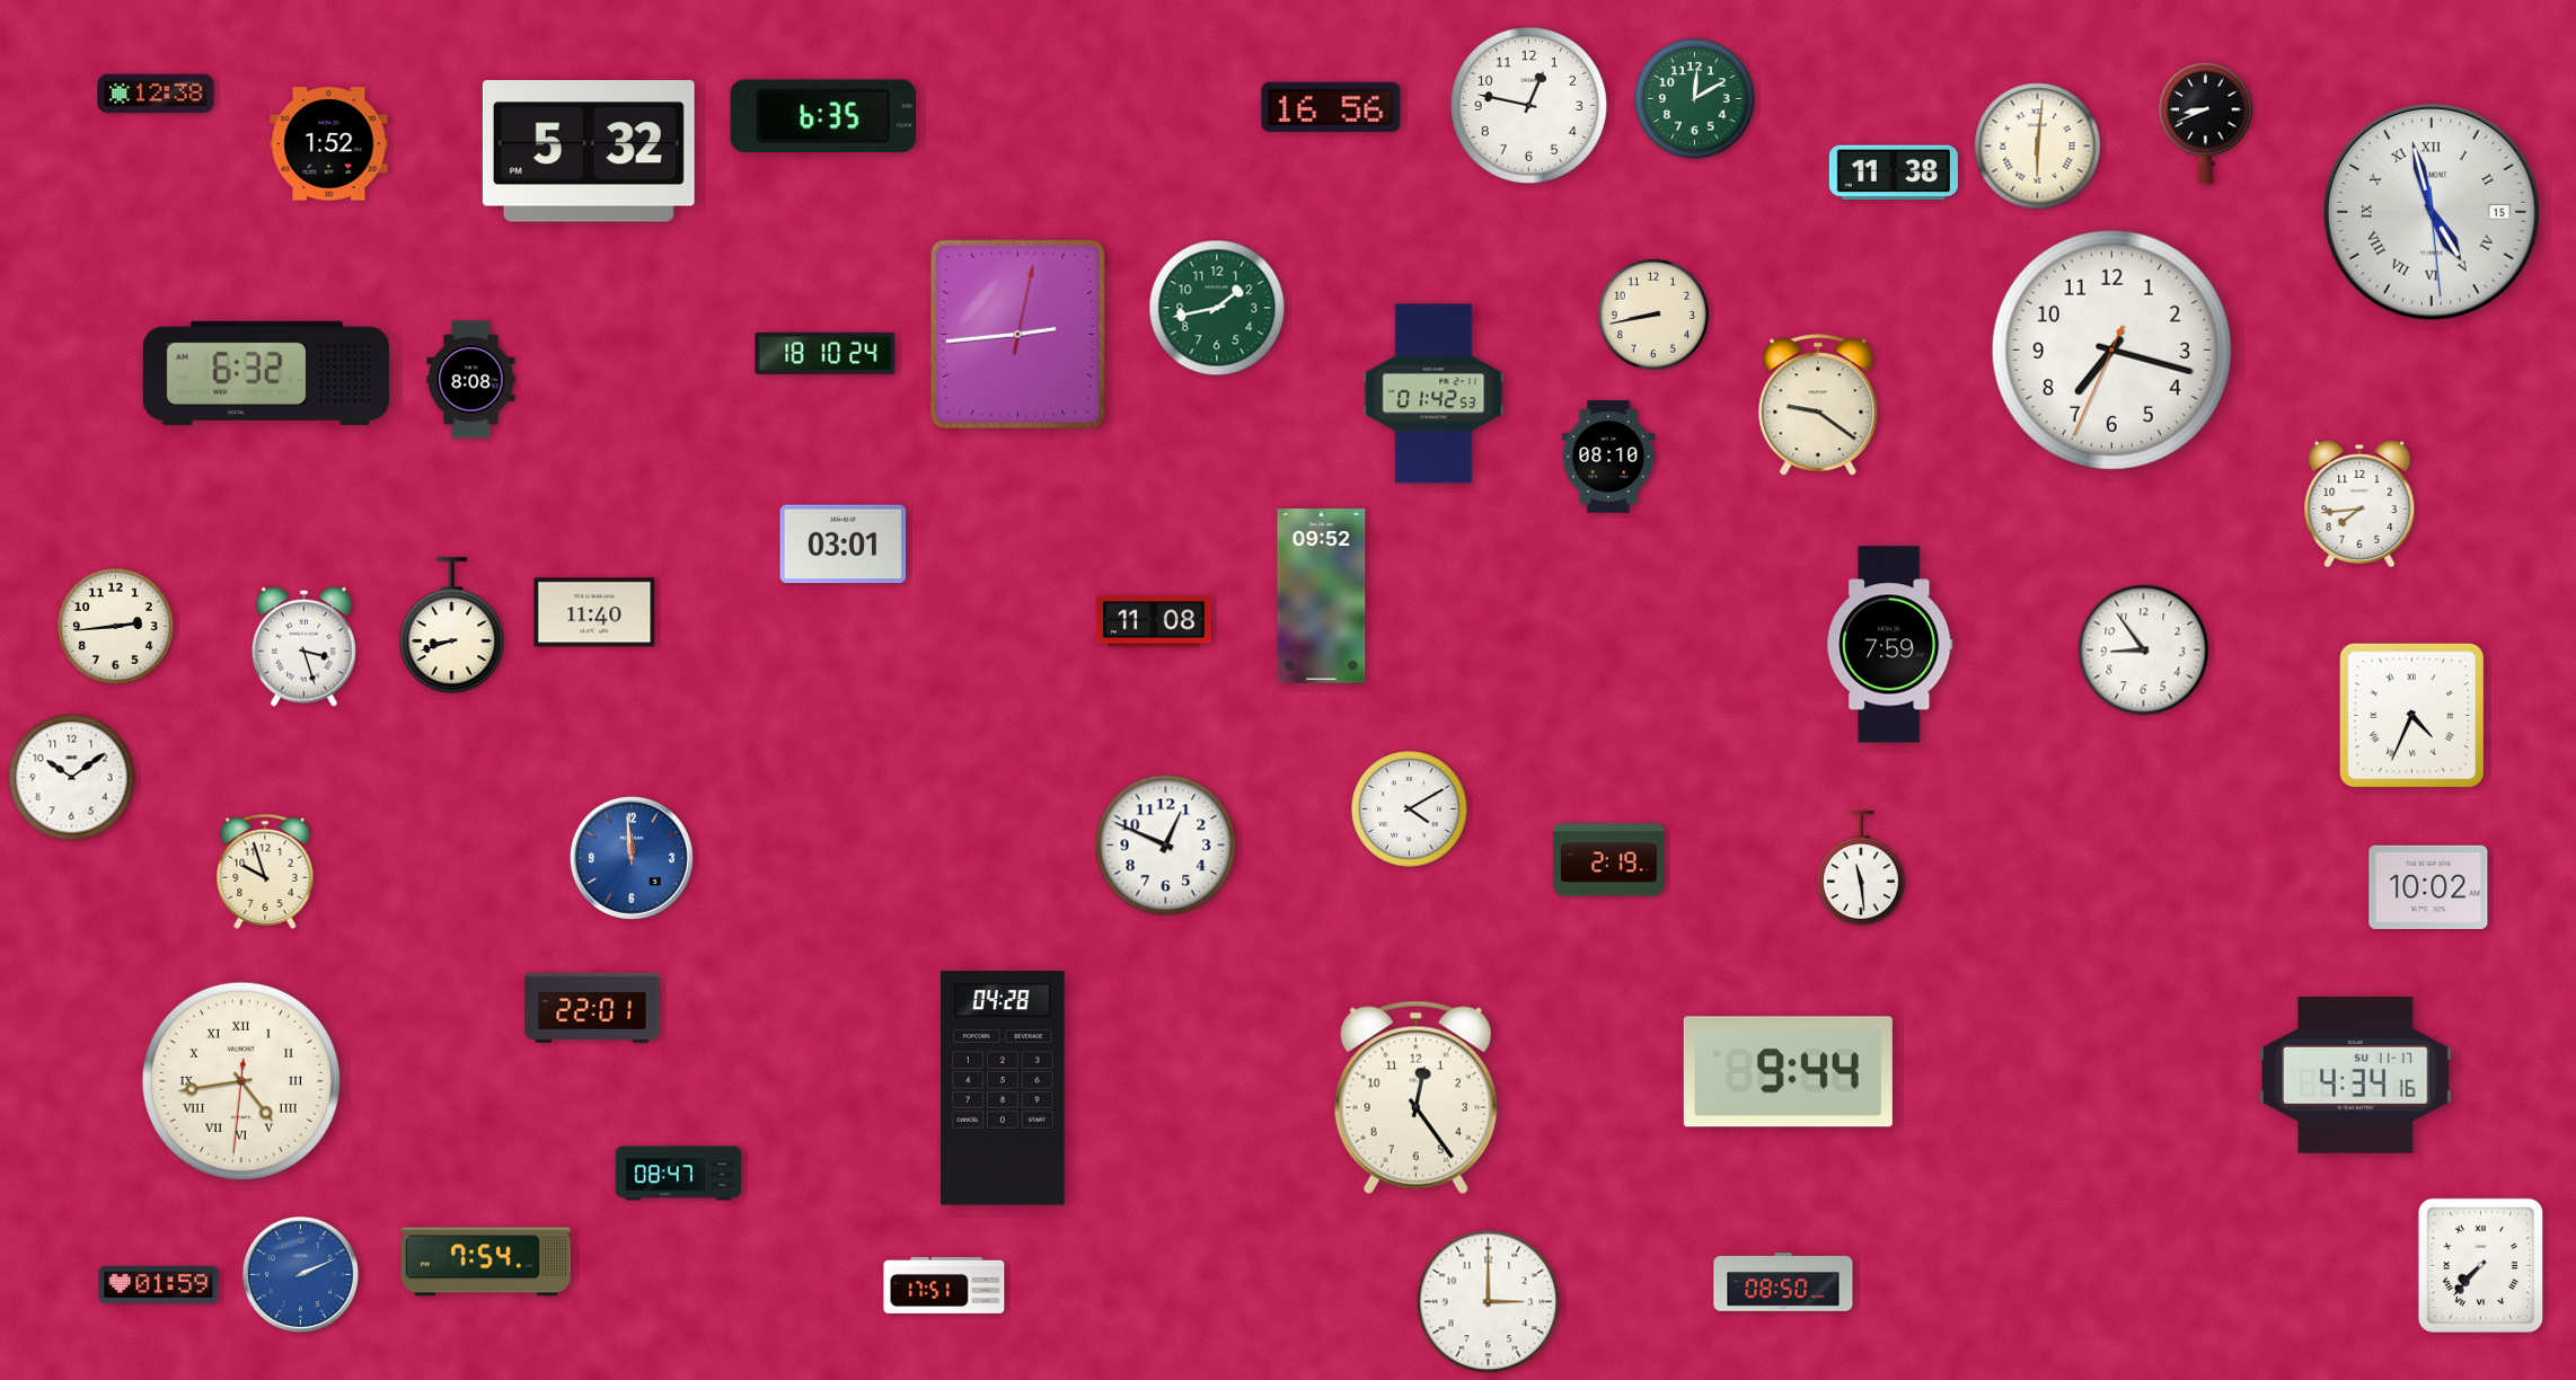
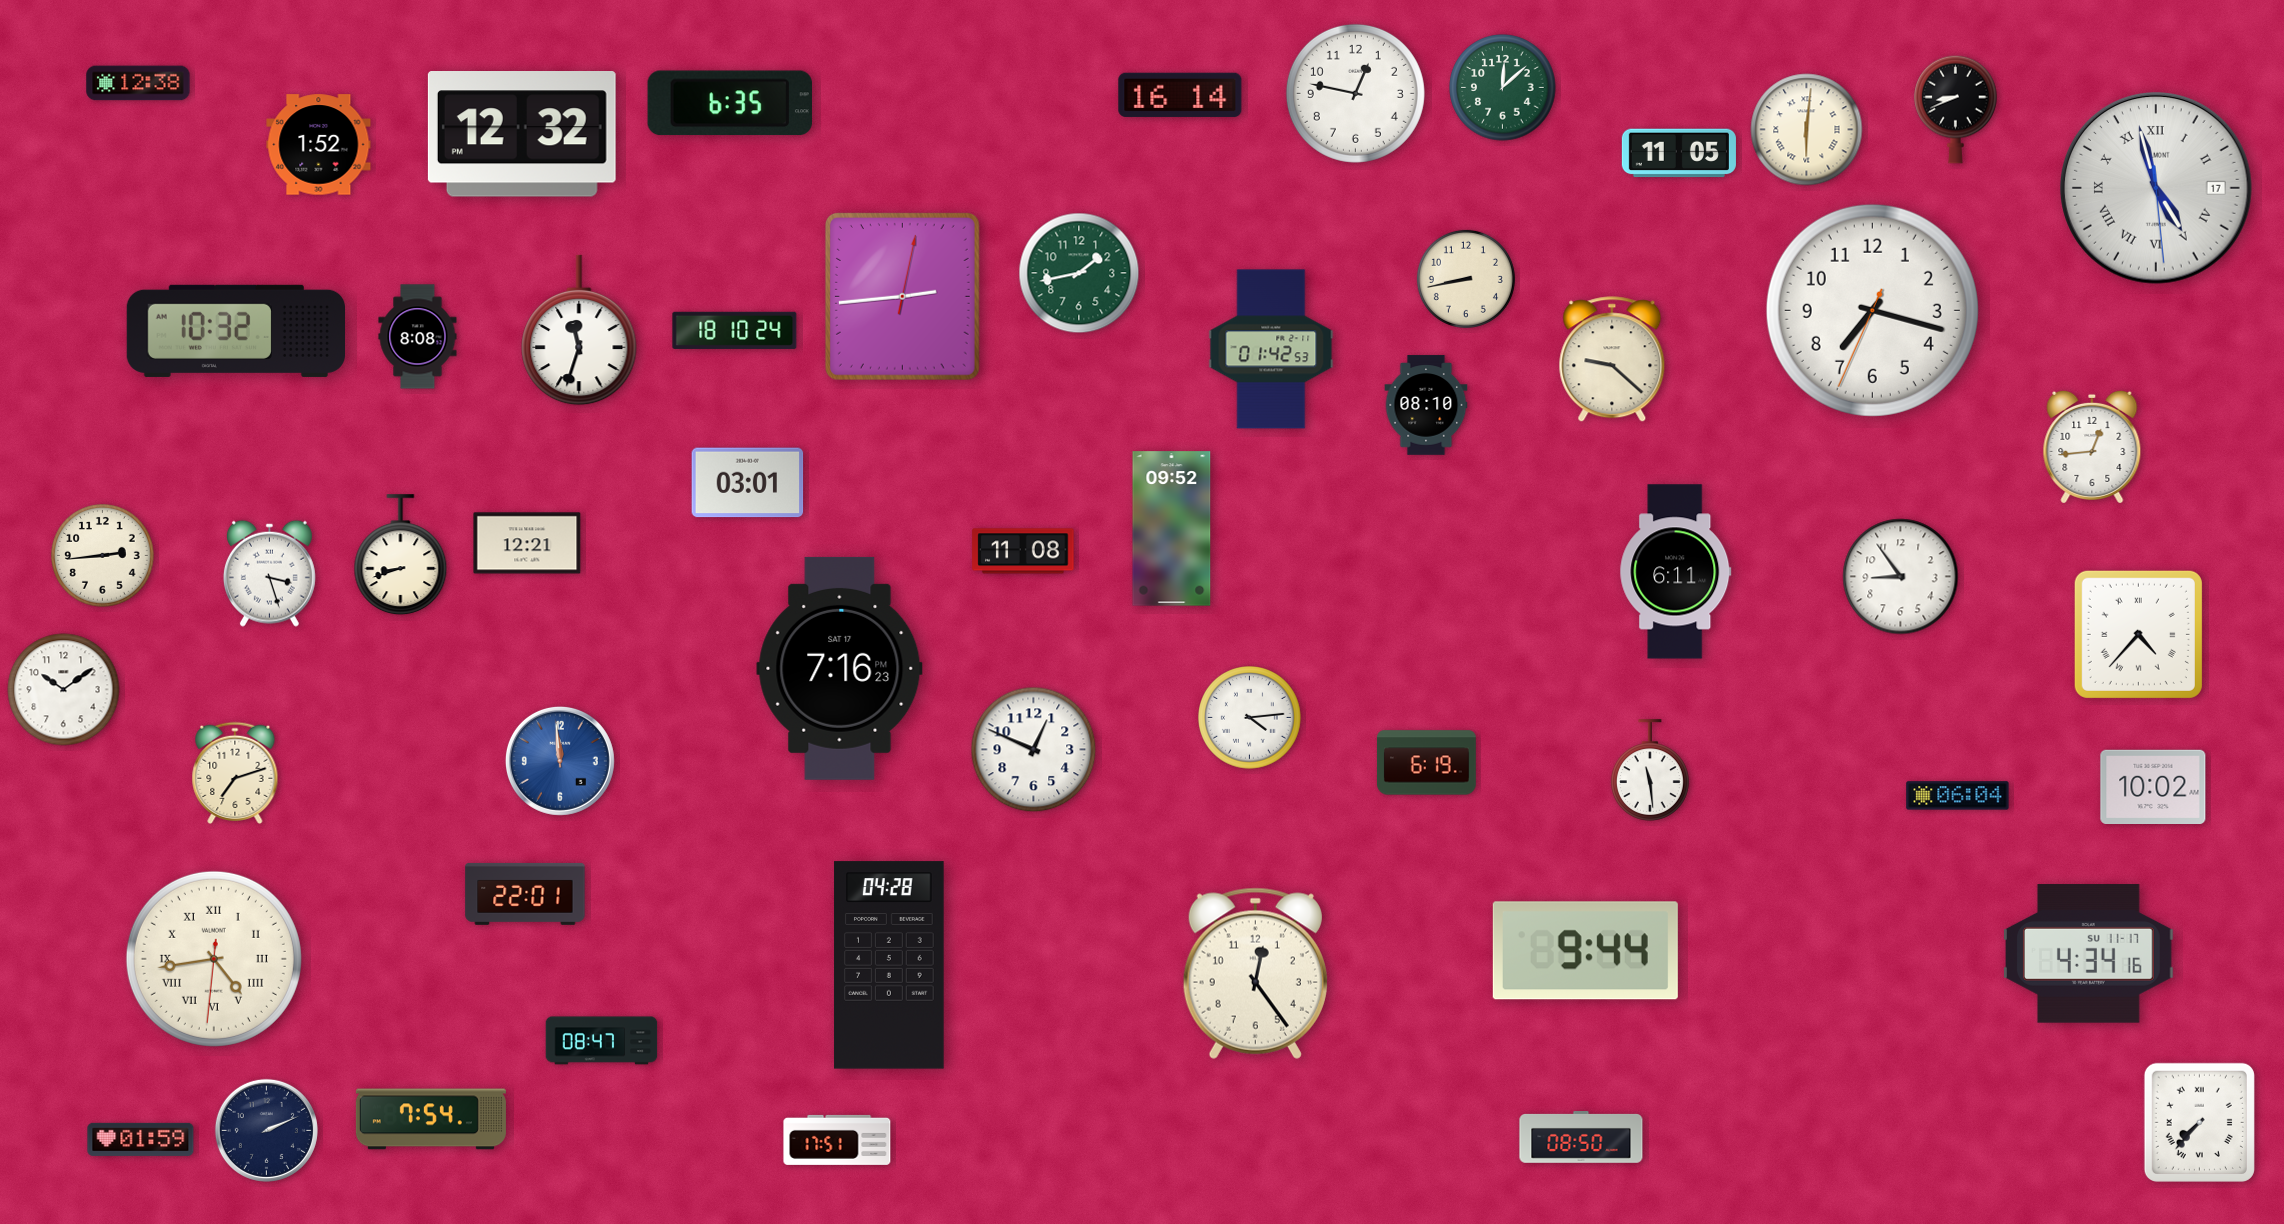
clock at (1695, 99): 12:10 -> 12:08
clock at (1331, 107): 16:56 -> 16:14
clock at (329, 144) position: (329, 144) -> (319, 145)
clock at (589, 152): 5:32 -> 12:32
clock at (1894, 172): 11:38 -> 11:05
clock at (2433, 213) date: 15 -> 17
clock at (826, 353) position: (826, 353) -> (735, 330)
clock at (579, 330): none -> 11:33
clock at (265, 373): 6:32 -> 10:32
clock at (1818, 406): 9:21 -> 9:22
clock at (2359, 504): 7:44 -> 12:44
clock at (594, 612): 11:40 -> 12:21
clock at (1890, 645): 7:59 -> 6:11
clock at (2411, 715): 4:34 -> 4:37
clock at (840, 668): none -> 7:16
clock at (1410, 810): 4:10 -> 4:14
clock at (1608, 860): 2:19 -> 6:19
clock at (265, 872): 9:57 -> 7:12
clock at (1958, 796): none -> 06:04
clock at (300, 1274) dial: blue -> navy
clock at (1489, 1302): 3:00 -> none
